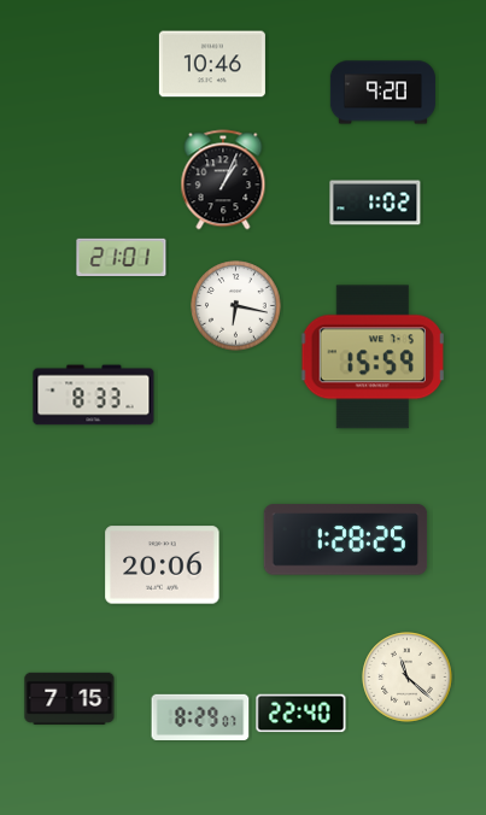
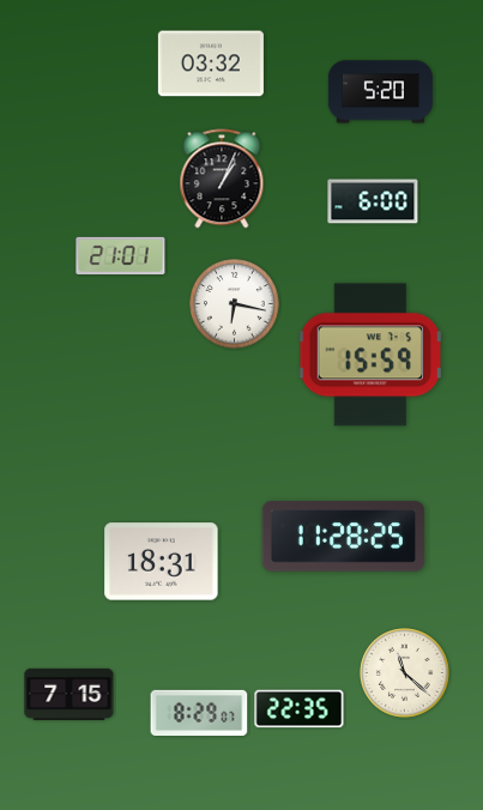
clock at (212, 64): 10:46 -> 03:32
clock at (382, 93): 9:20 -> 5:20
clock at (375, 203): 1:02 -> 6:00
clock at (94, 395): 8:33 -> none
clock at (346, 540): 1:28 -> 11:28
clock at (163, 565): 20:06 -> 18:31
clock at (301, 714): 22:40 -> 22:35
